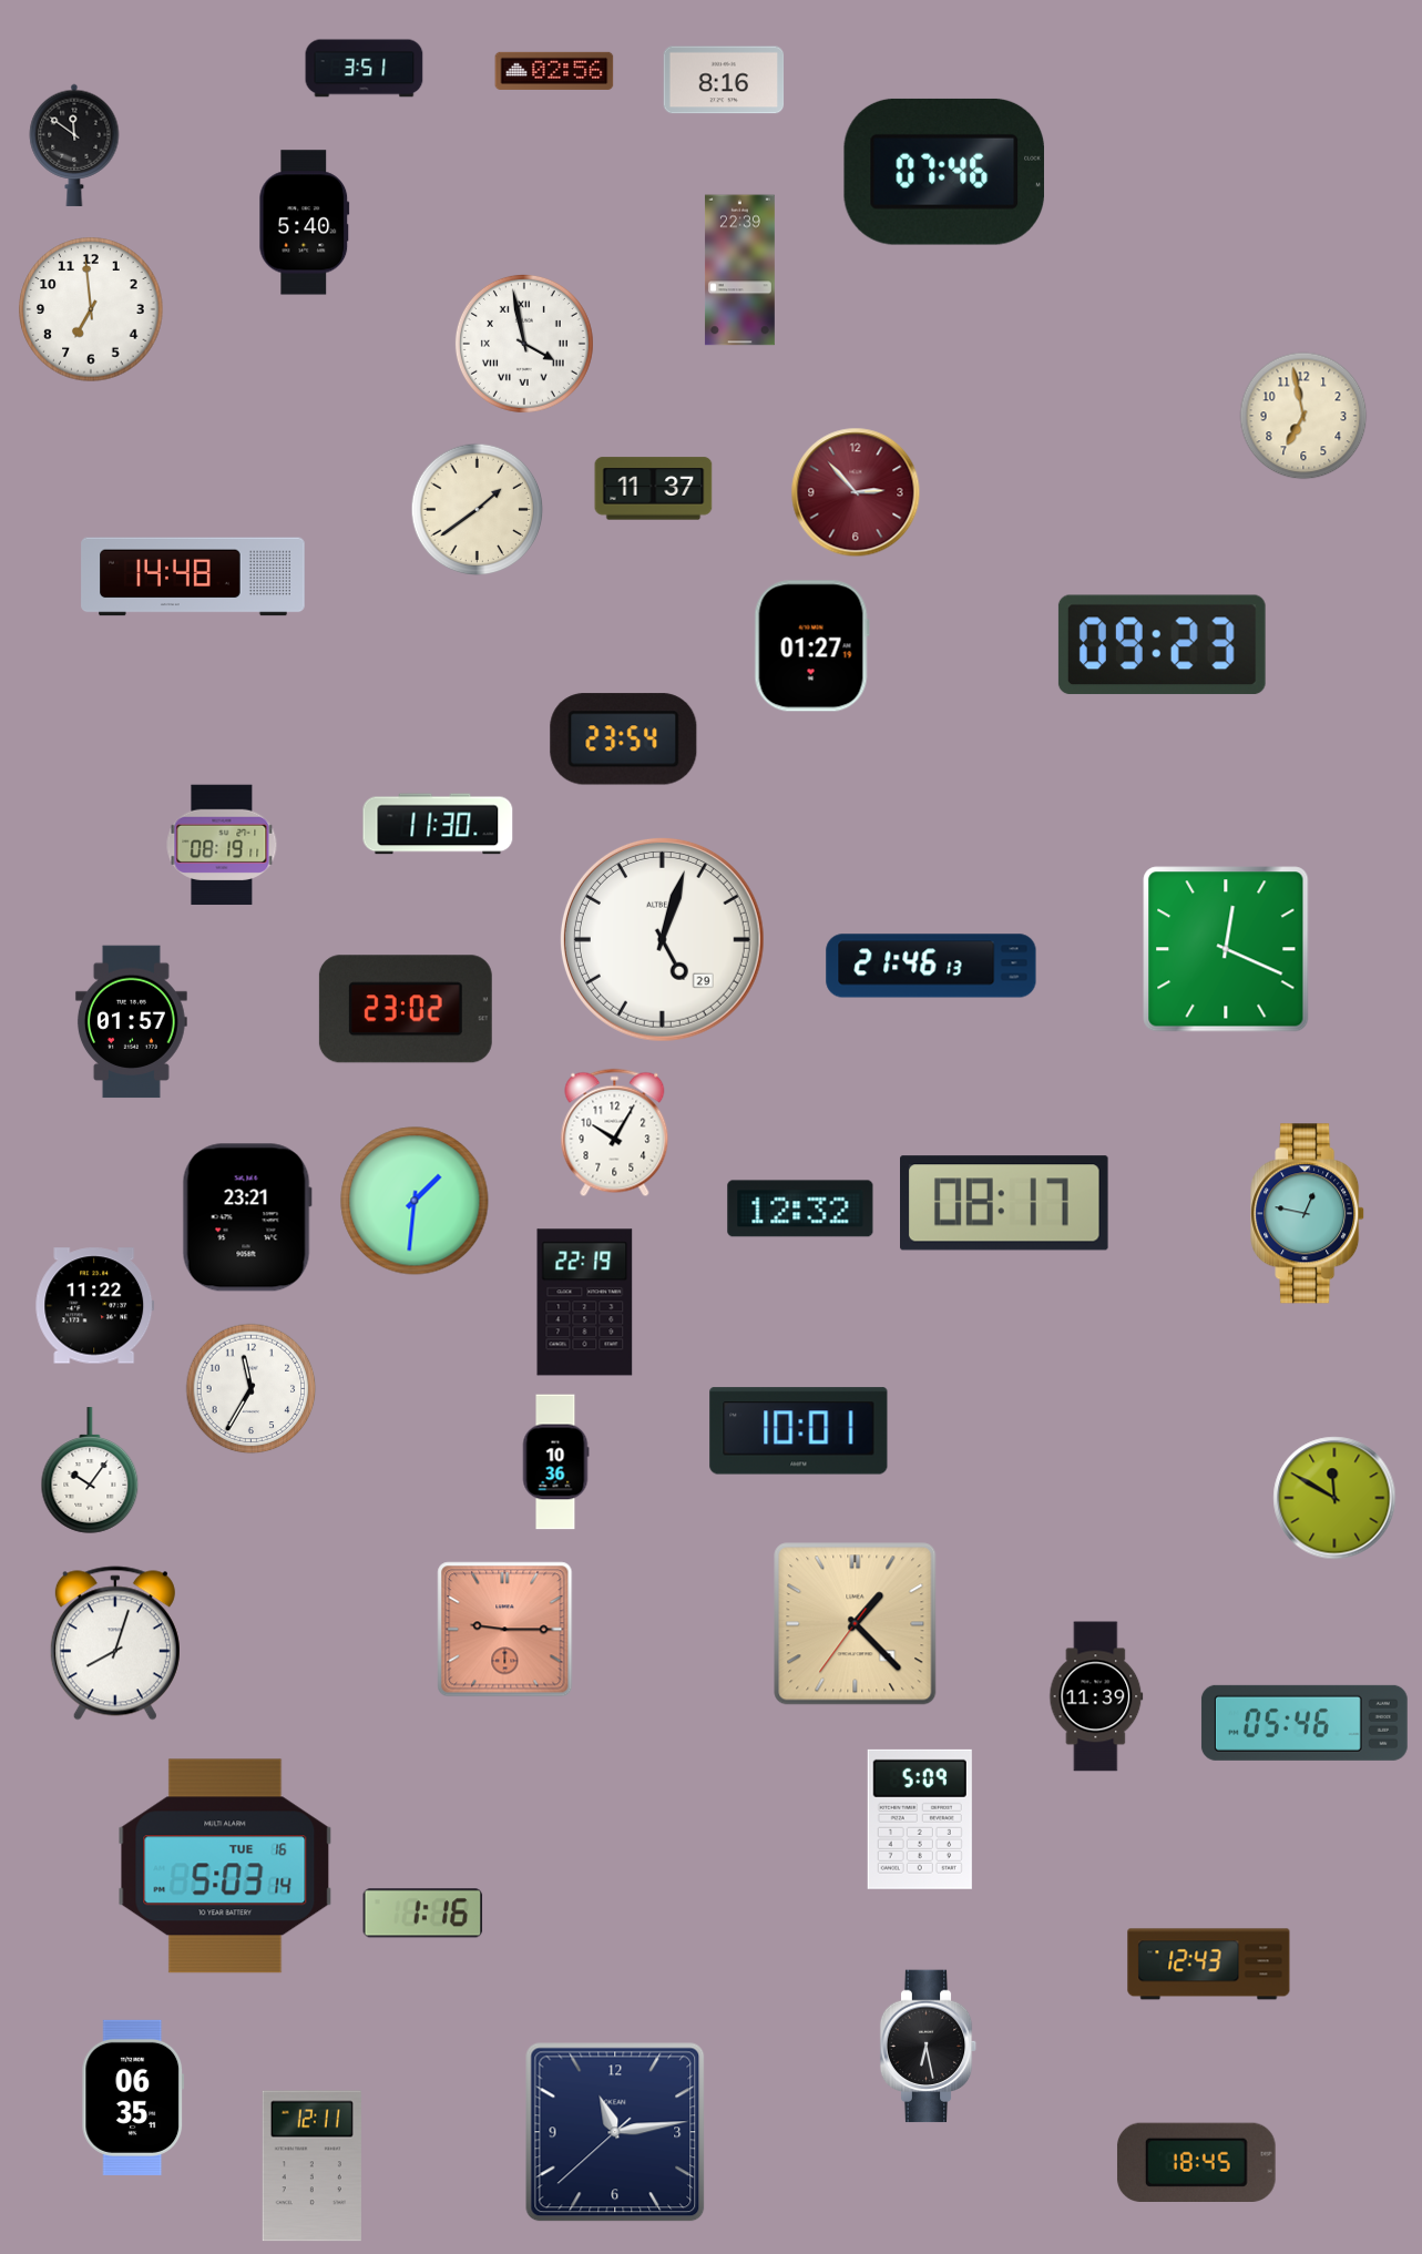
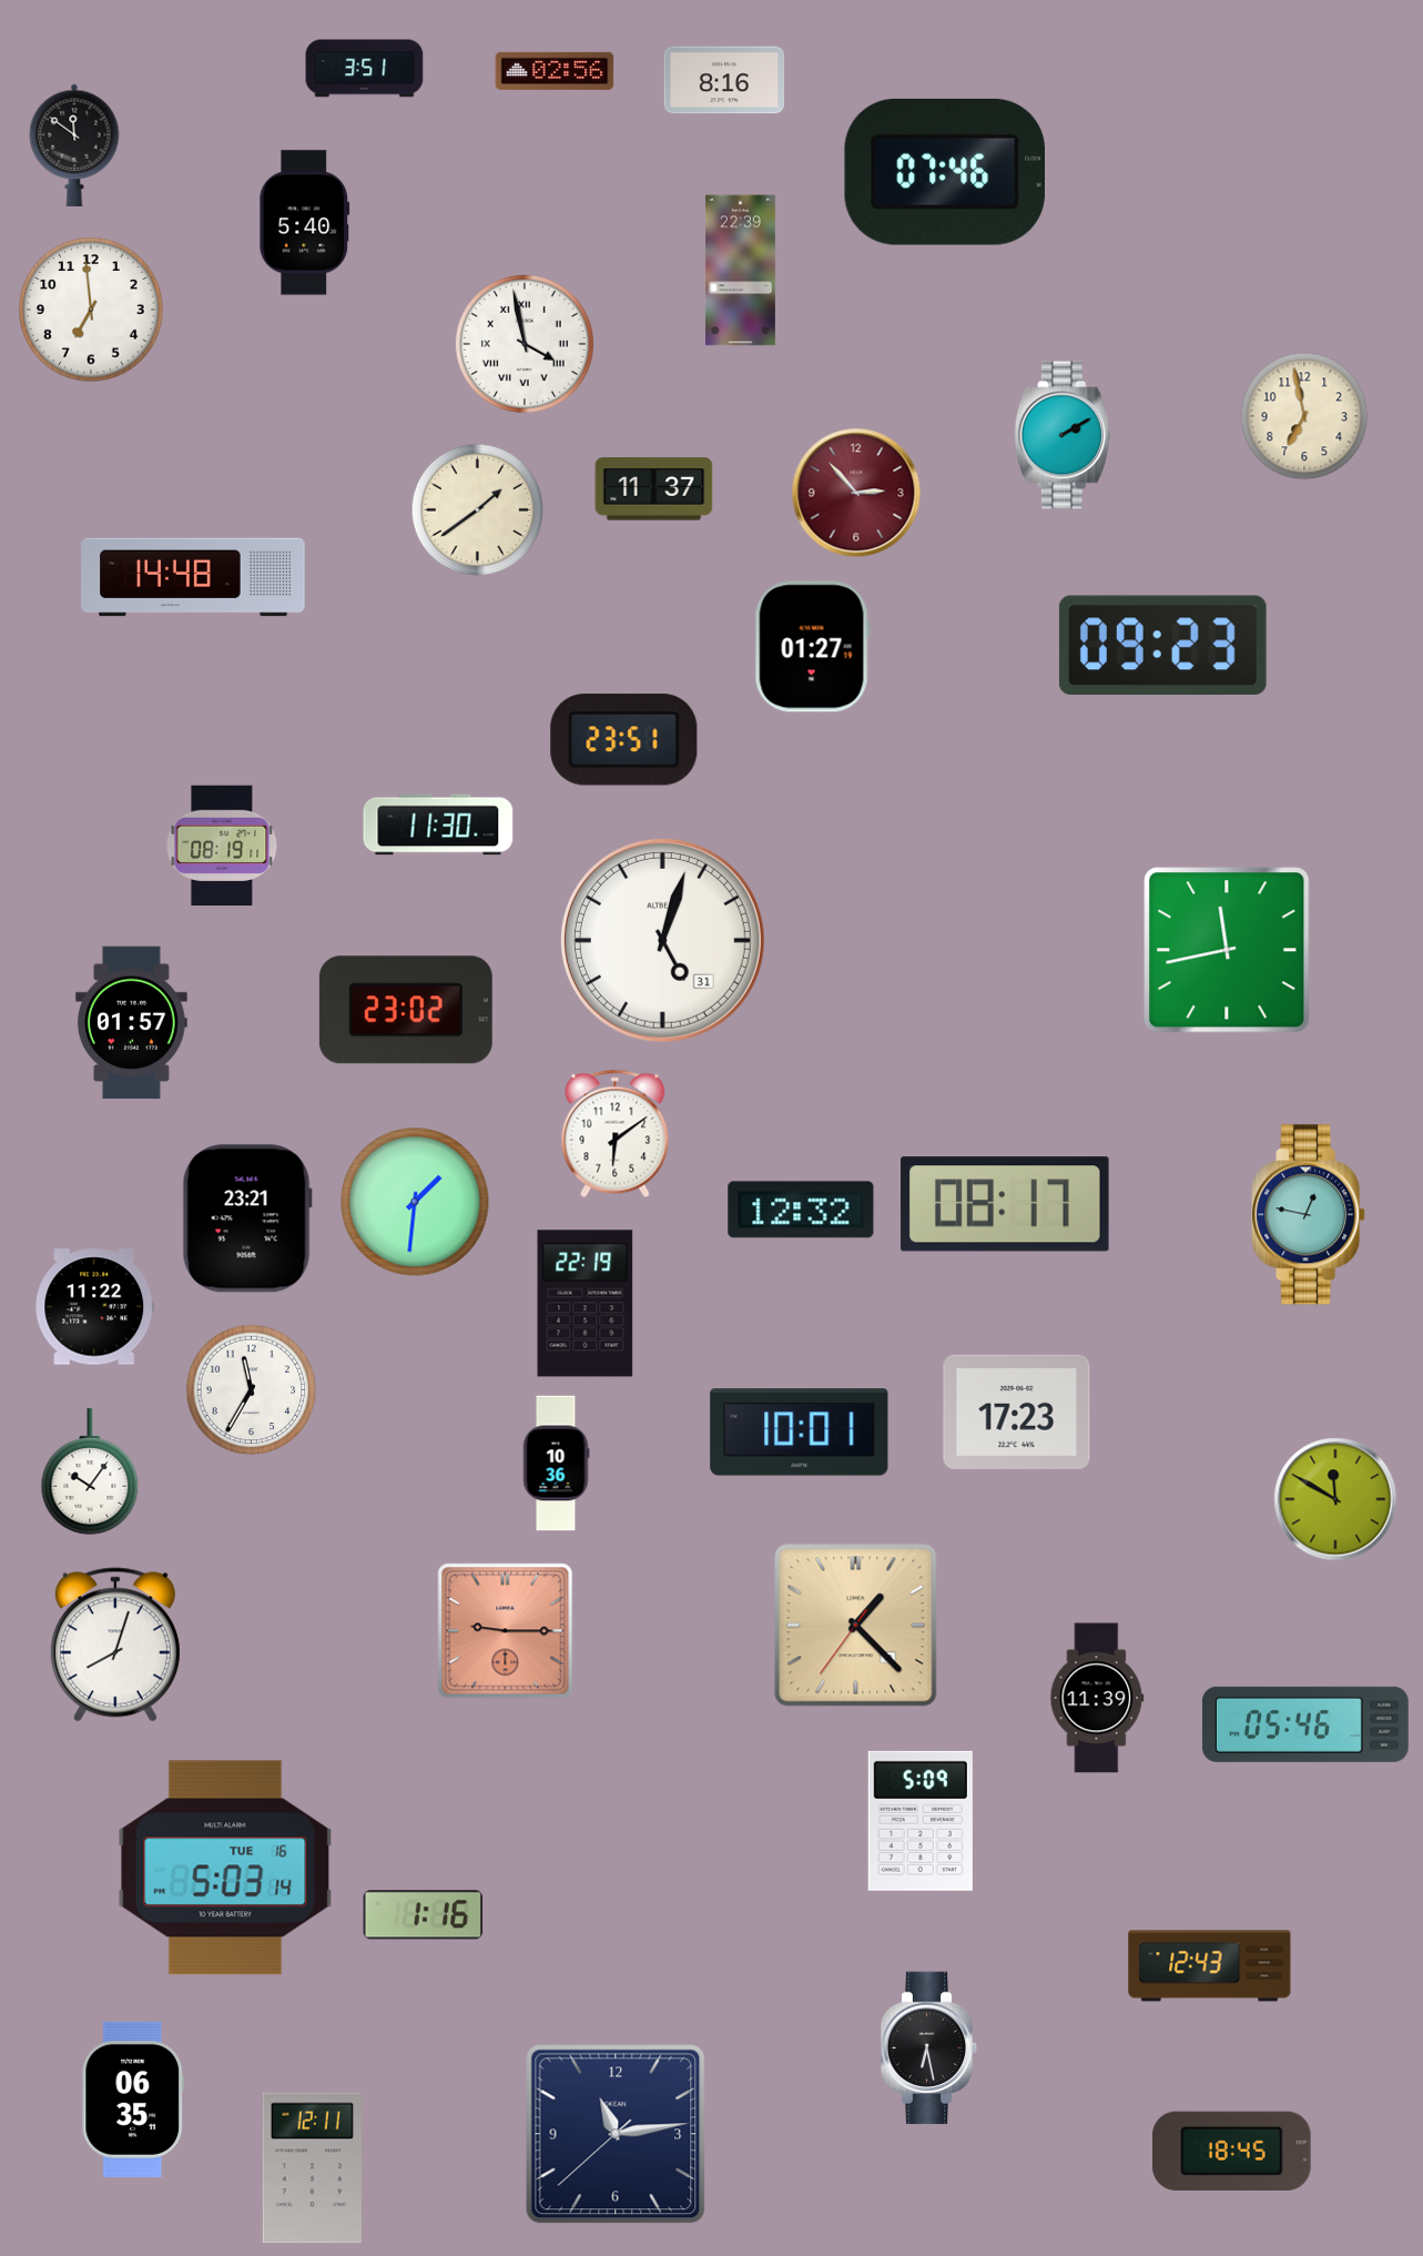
clock at (1063, 435): none -> 2:10
clock at (624, 740): 23:54 -> 23:51
clock at (662, 939) date: 29 -> 31
clock at (1226, 949): 12:19 -> 11:43
clock at (931, 966): 21:46 -> none
clock at (615, 1133): 10:05 -> 6:09
clock at (1017, 1412): none -> 17:23
clock at (1196, 2162) position: (1196, 2162) -> (1231, 2151)
